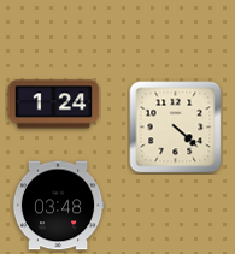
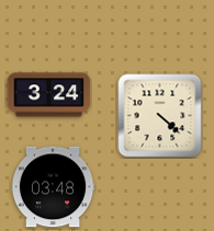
clock at (54, 105): 1:24 -> 3:24
